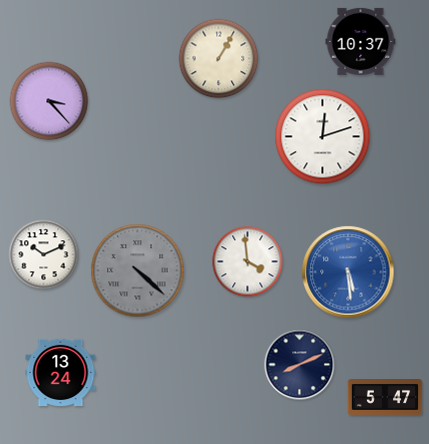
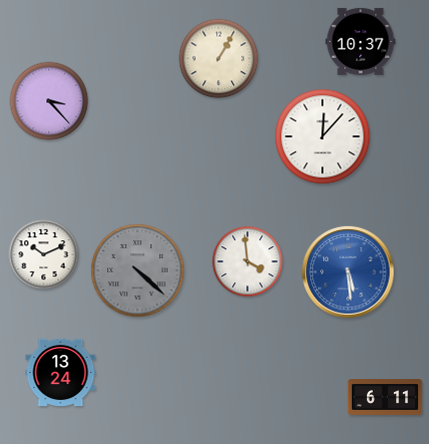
clock at (323, 137): 12:12 -> 12:07
clock at (300, 365): 8:11 -> none
clock at (385, 398): 5:47 -> 6:11
